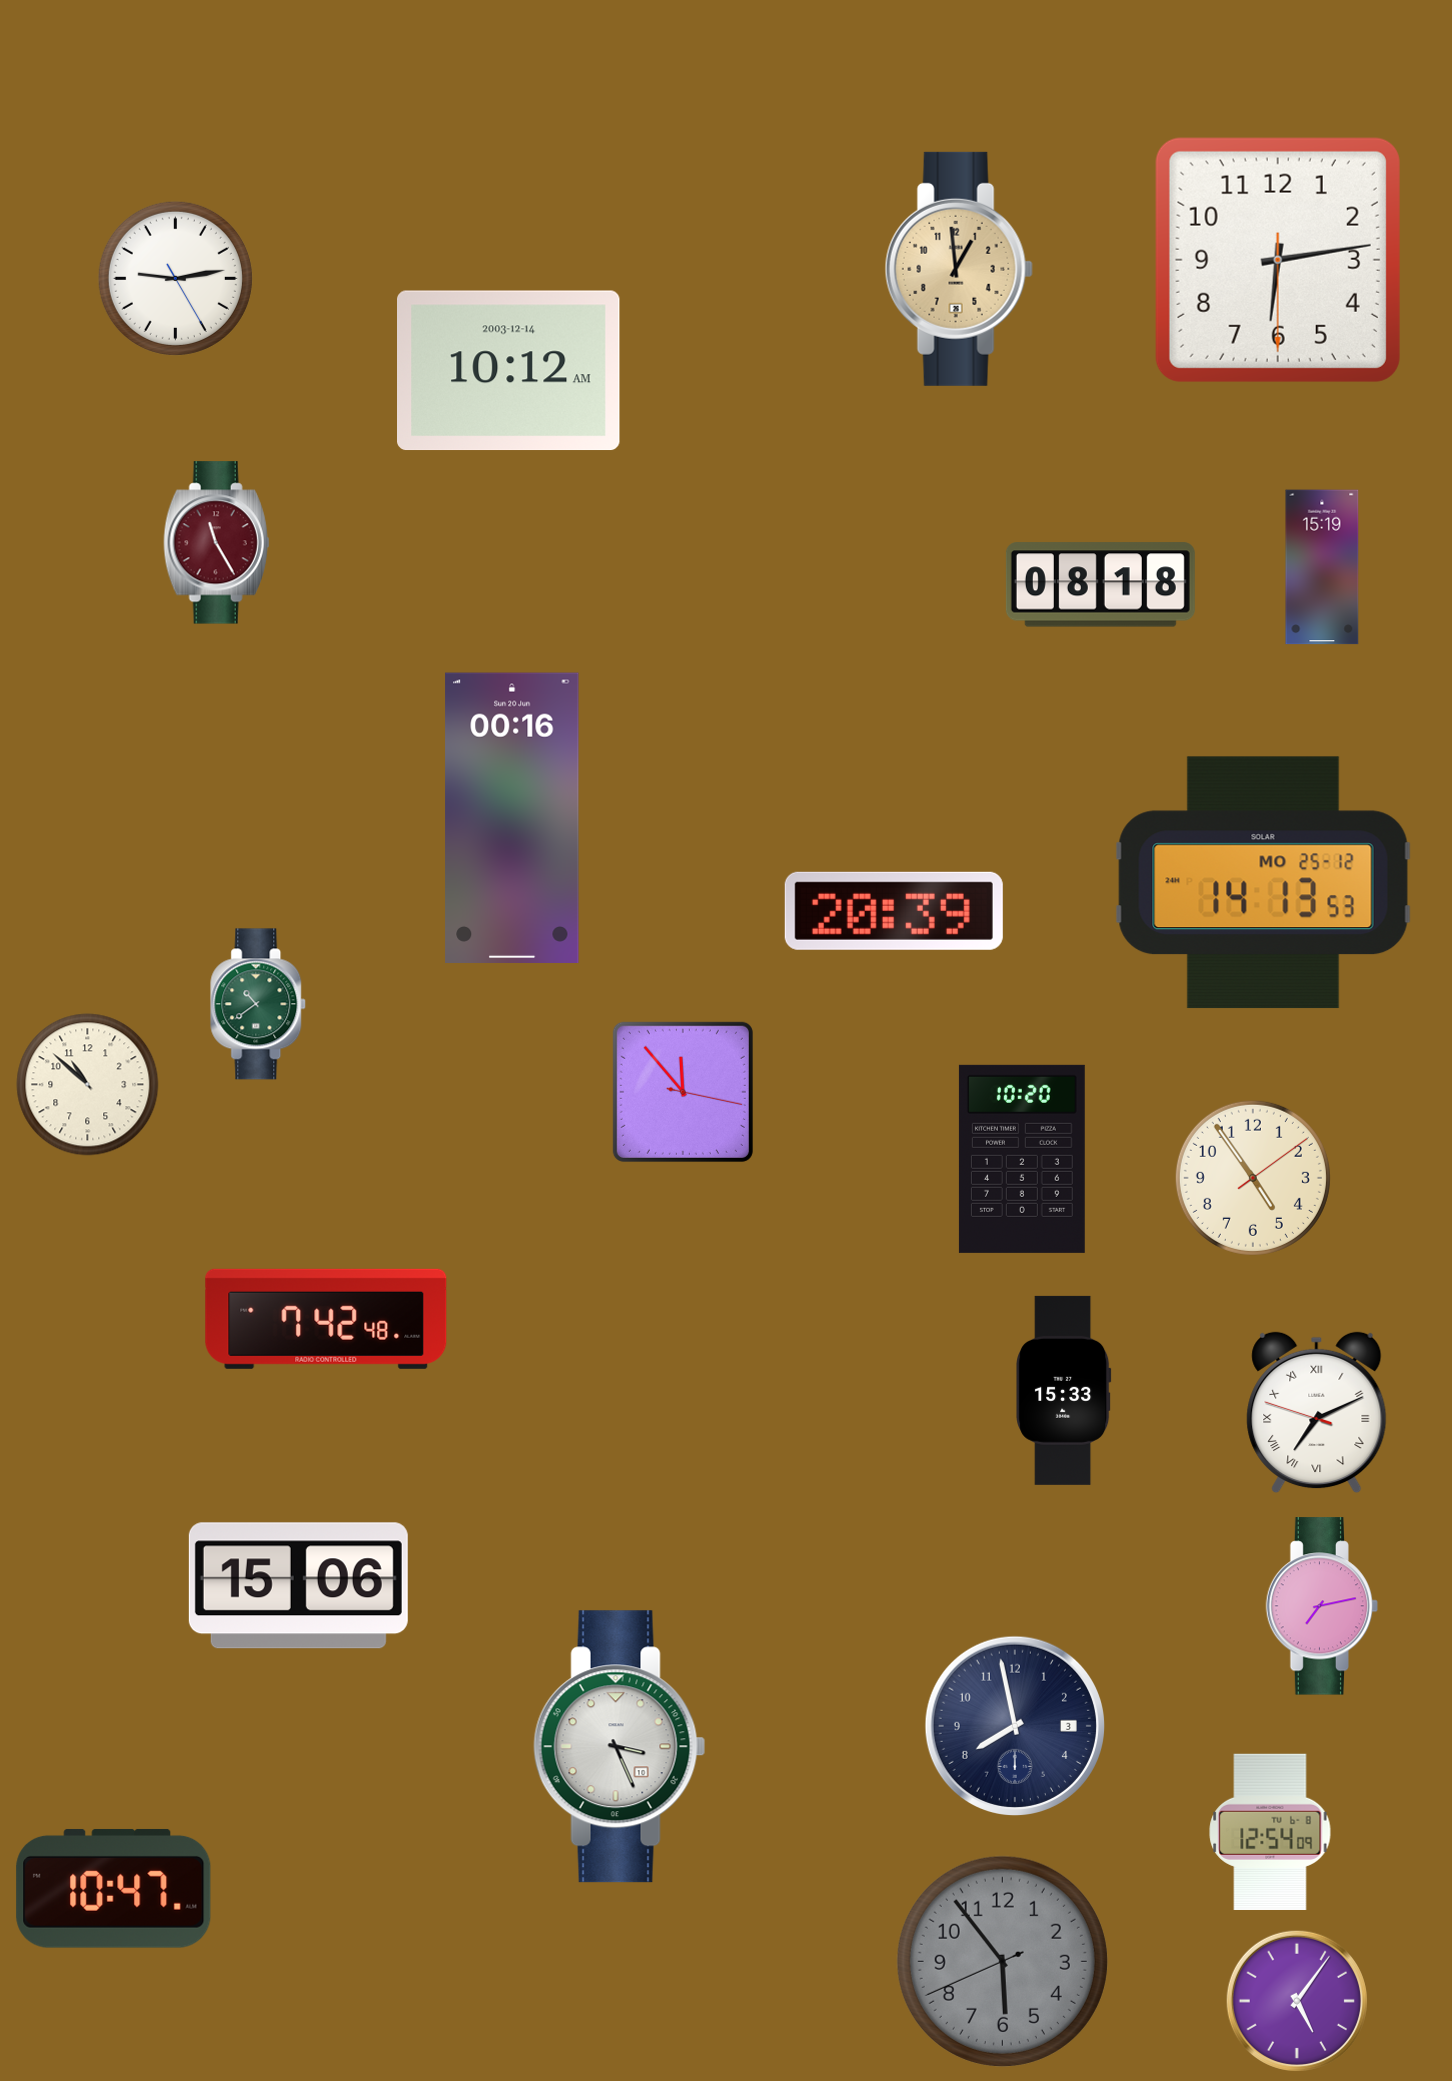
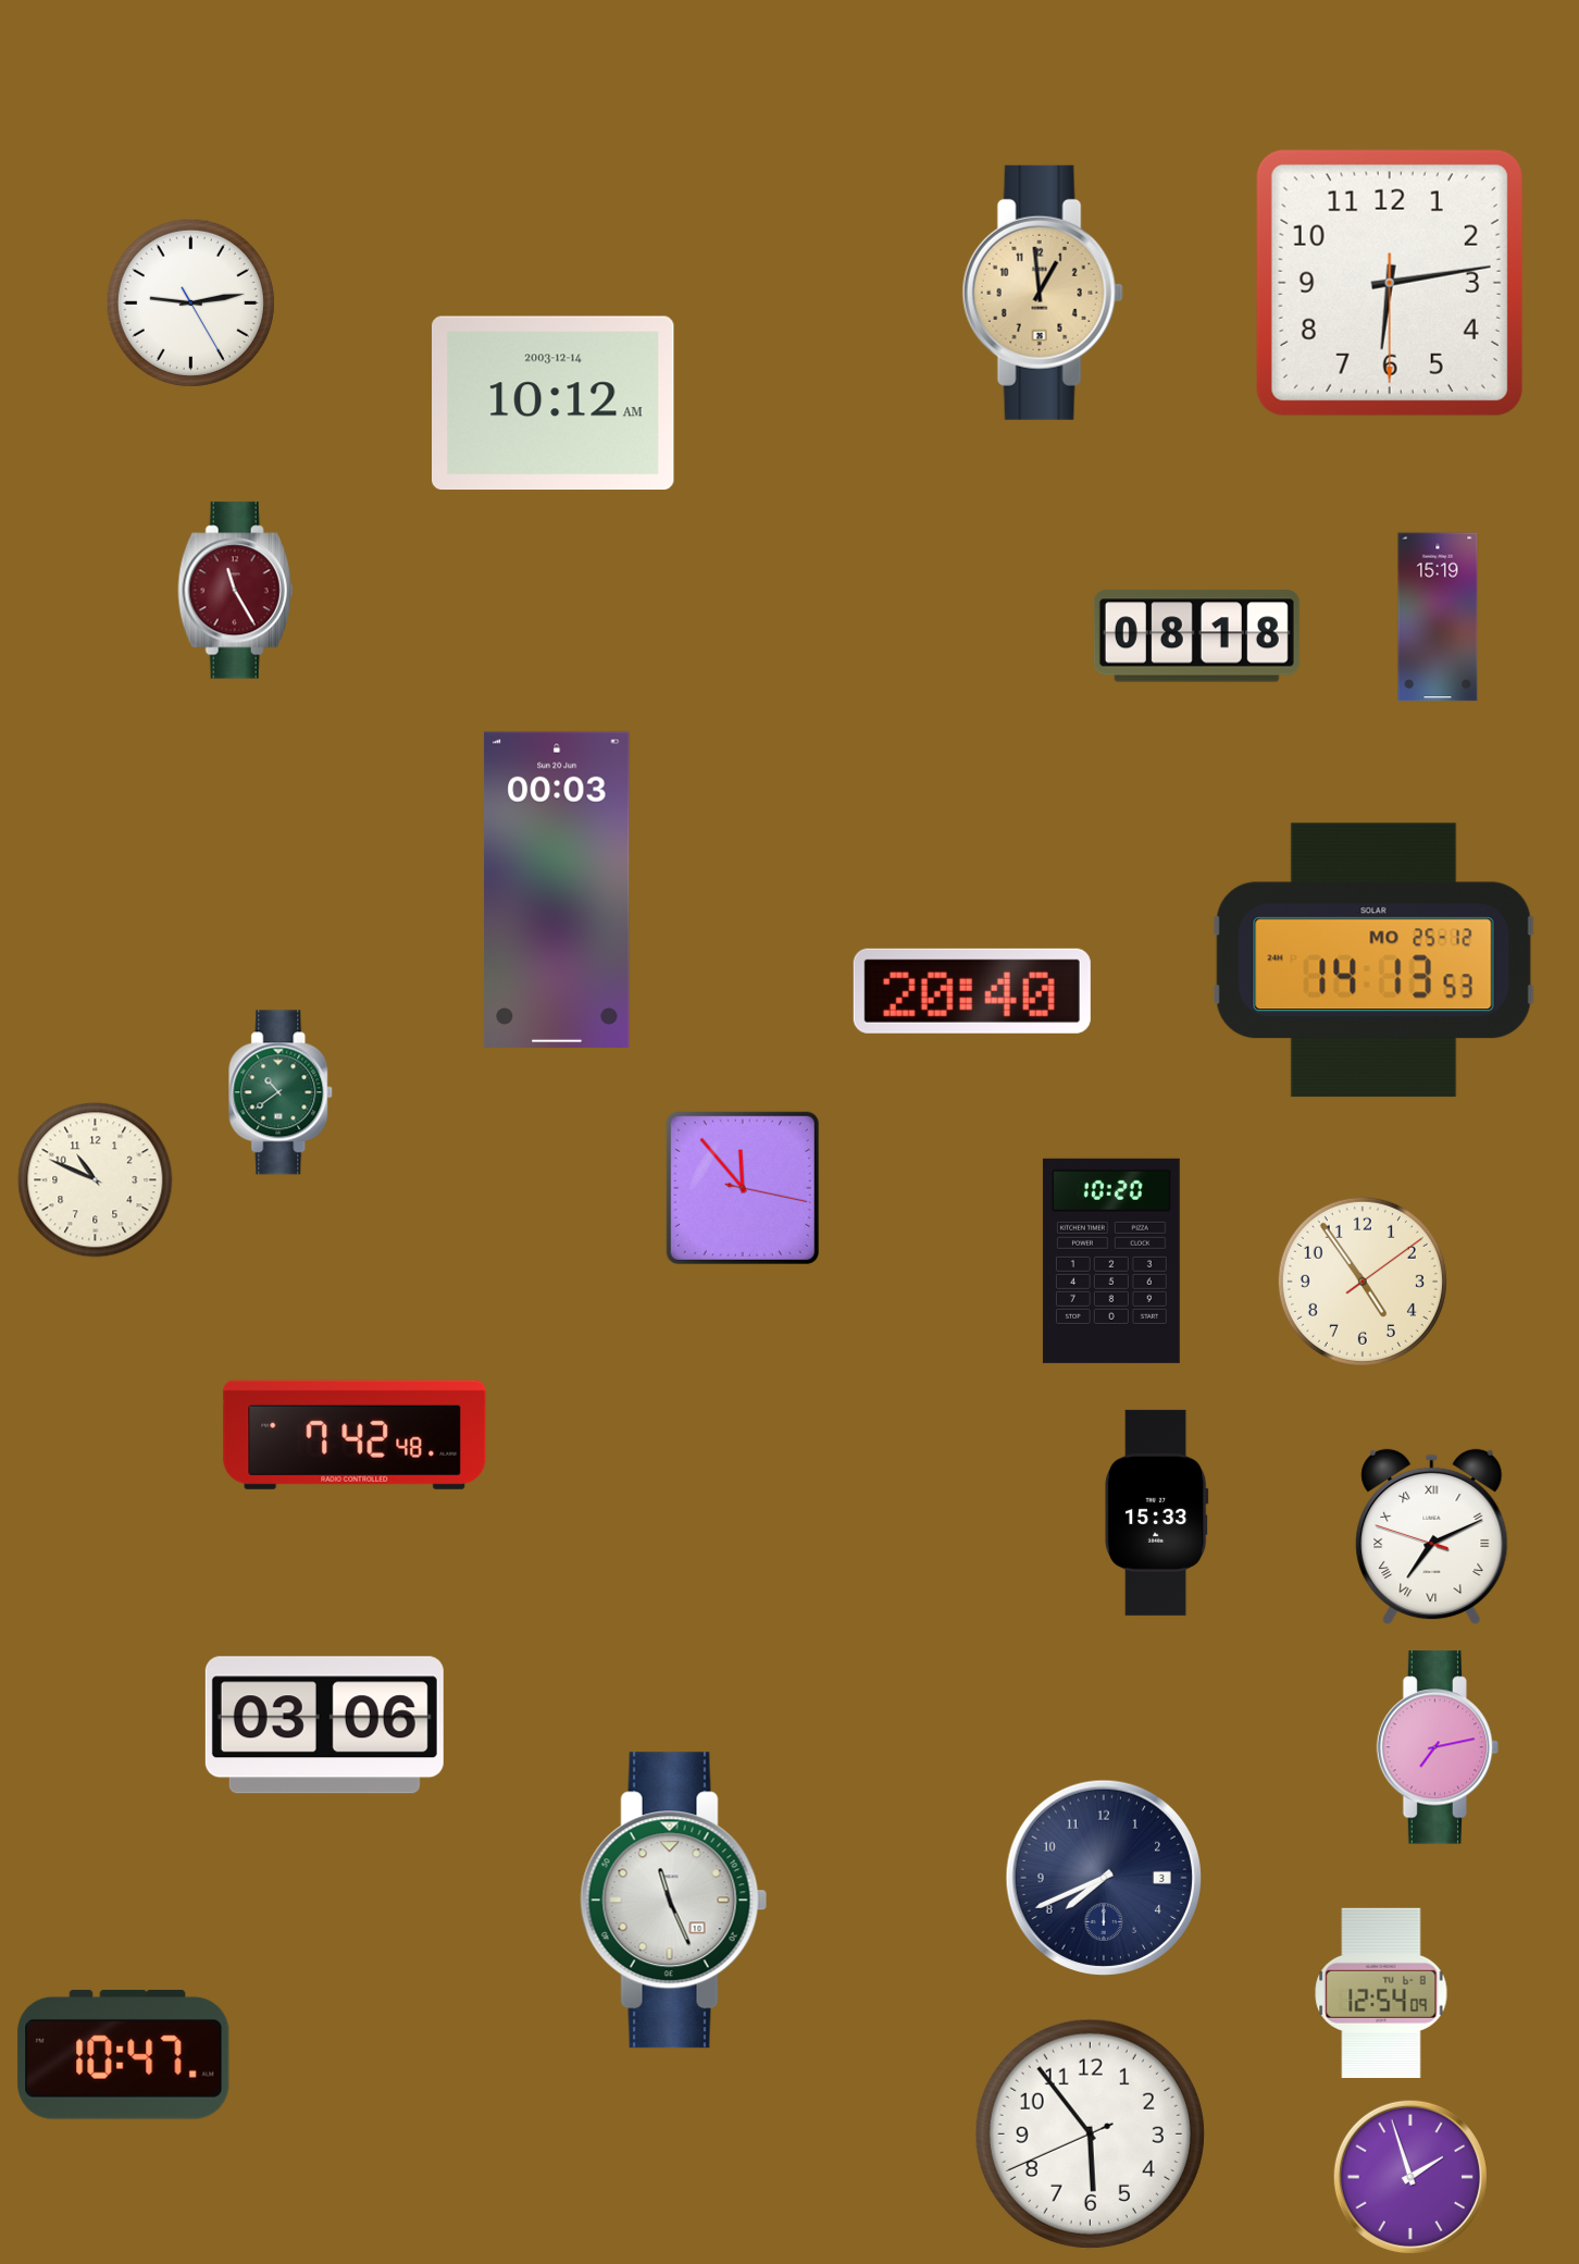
clock at (512, 817): 00:16 -> 00:03
clock at (894, 911): 20:39 -> 20:40
clock at (88, 1085): 10:52 -> 10:49
clock at (298, 1586): 15:06 -> 03:06
clock at (1014, 1725): 7:58 -> 7:41
clock at (620, 1747): 3:26 -> 11:26
clock at (1002, 1961) dial: grey -> white
clock at (1297, 2001): 5:06 -> 1:57
